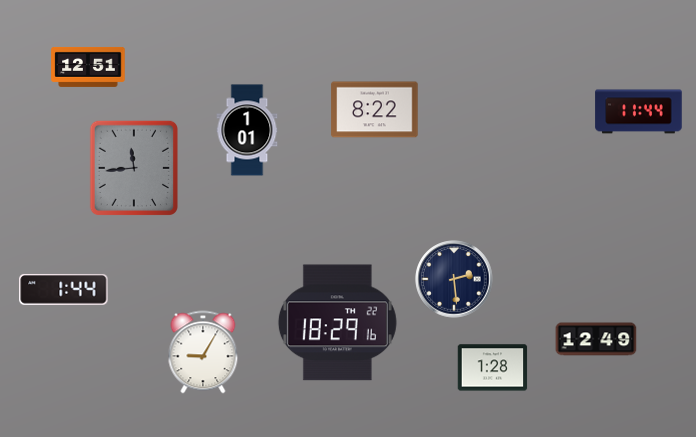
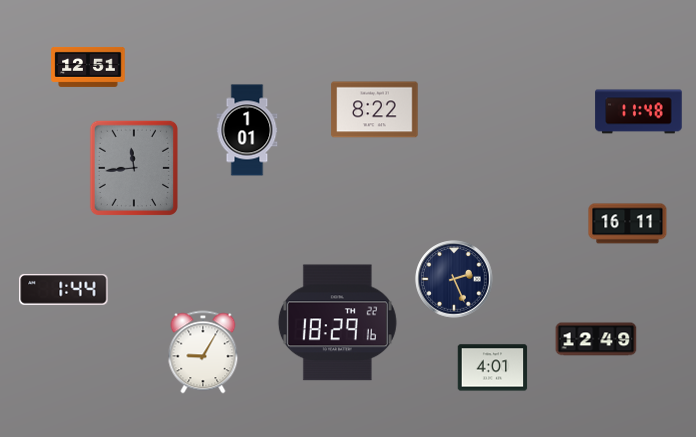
clock at (639, 112): 11:44 -> 11:48
clock at (628, 224): none -> 16:11
clock at (454, 279): 2:29 -> 2:26
clock at (493, 368): 1:28 -> 4:01
